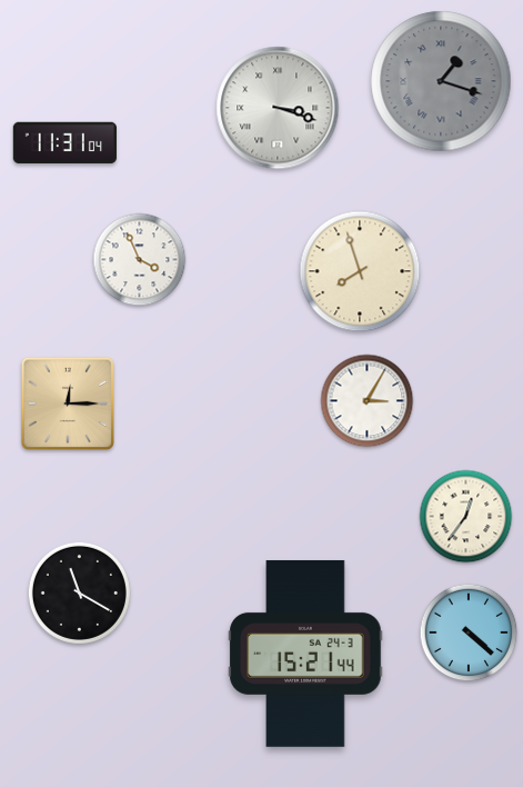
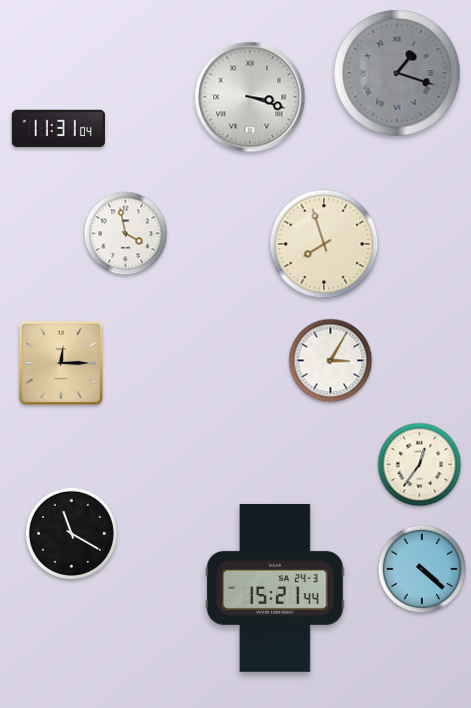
clock at (140, 260): 3:56 -> 3:58
